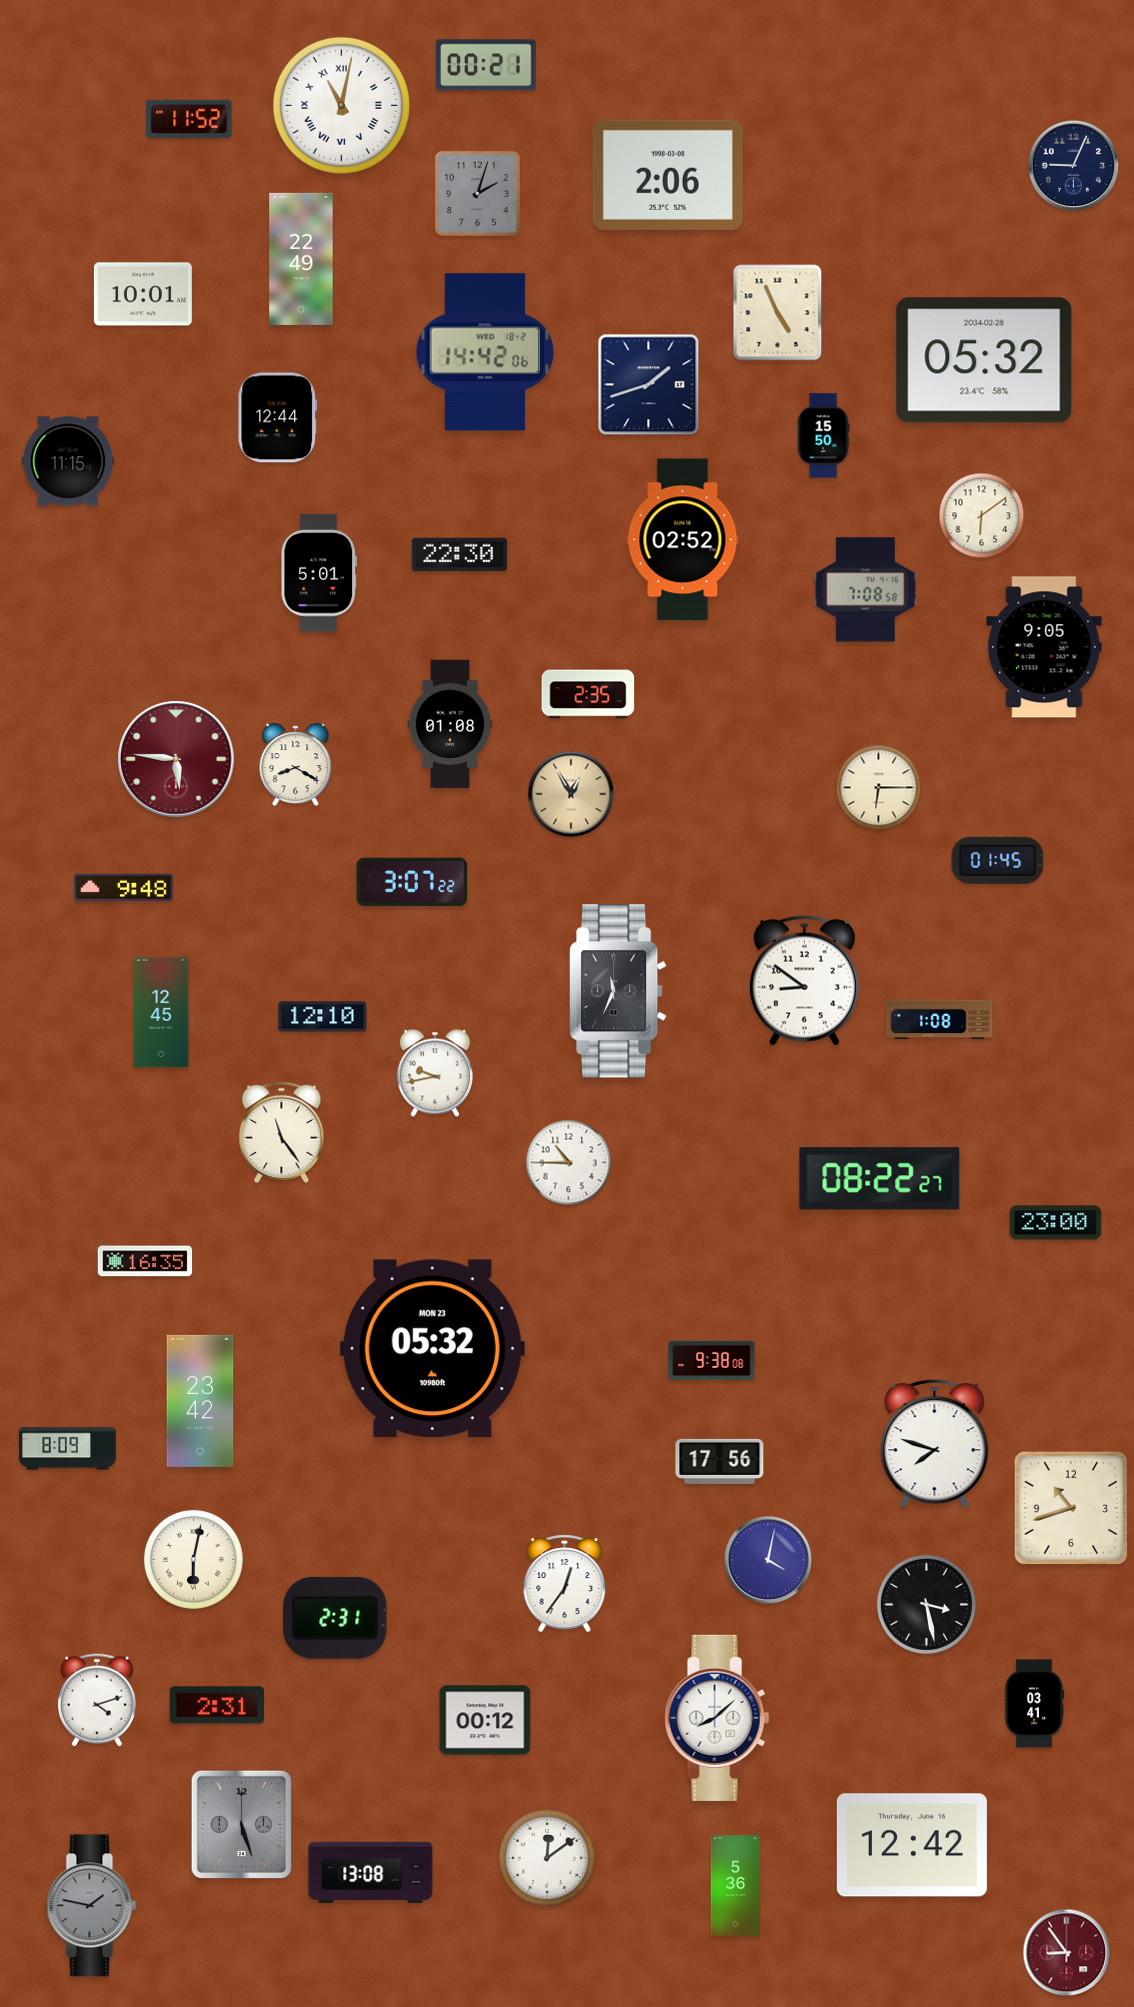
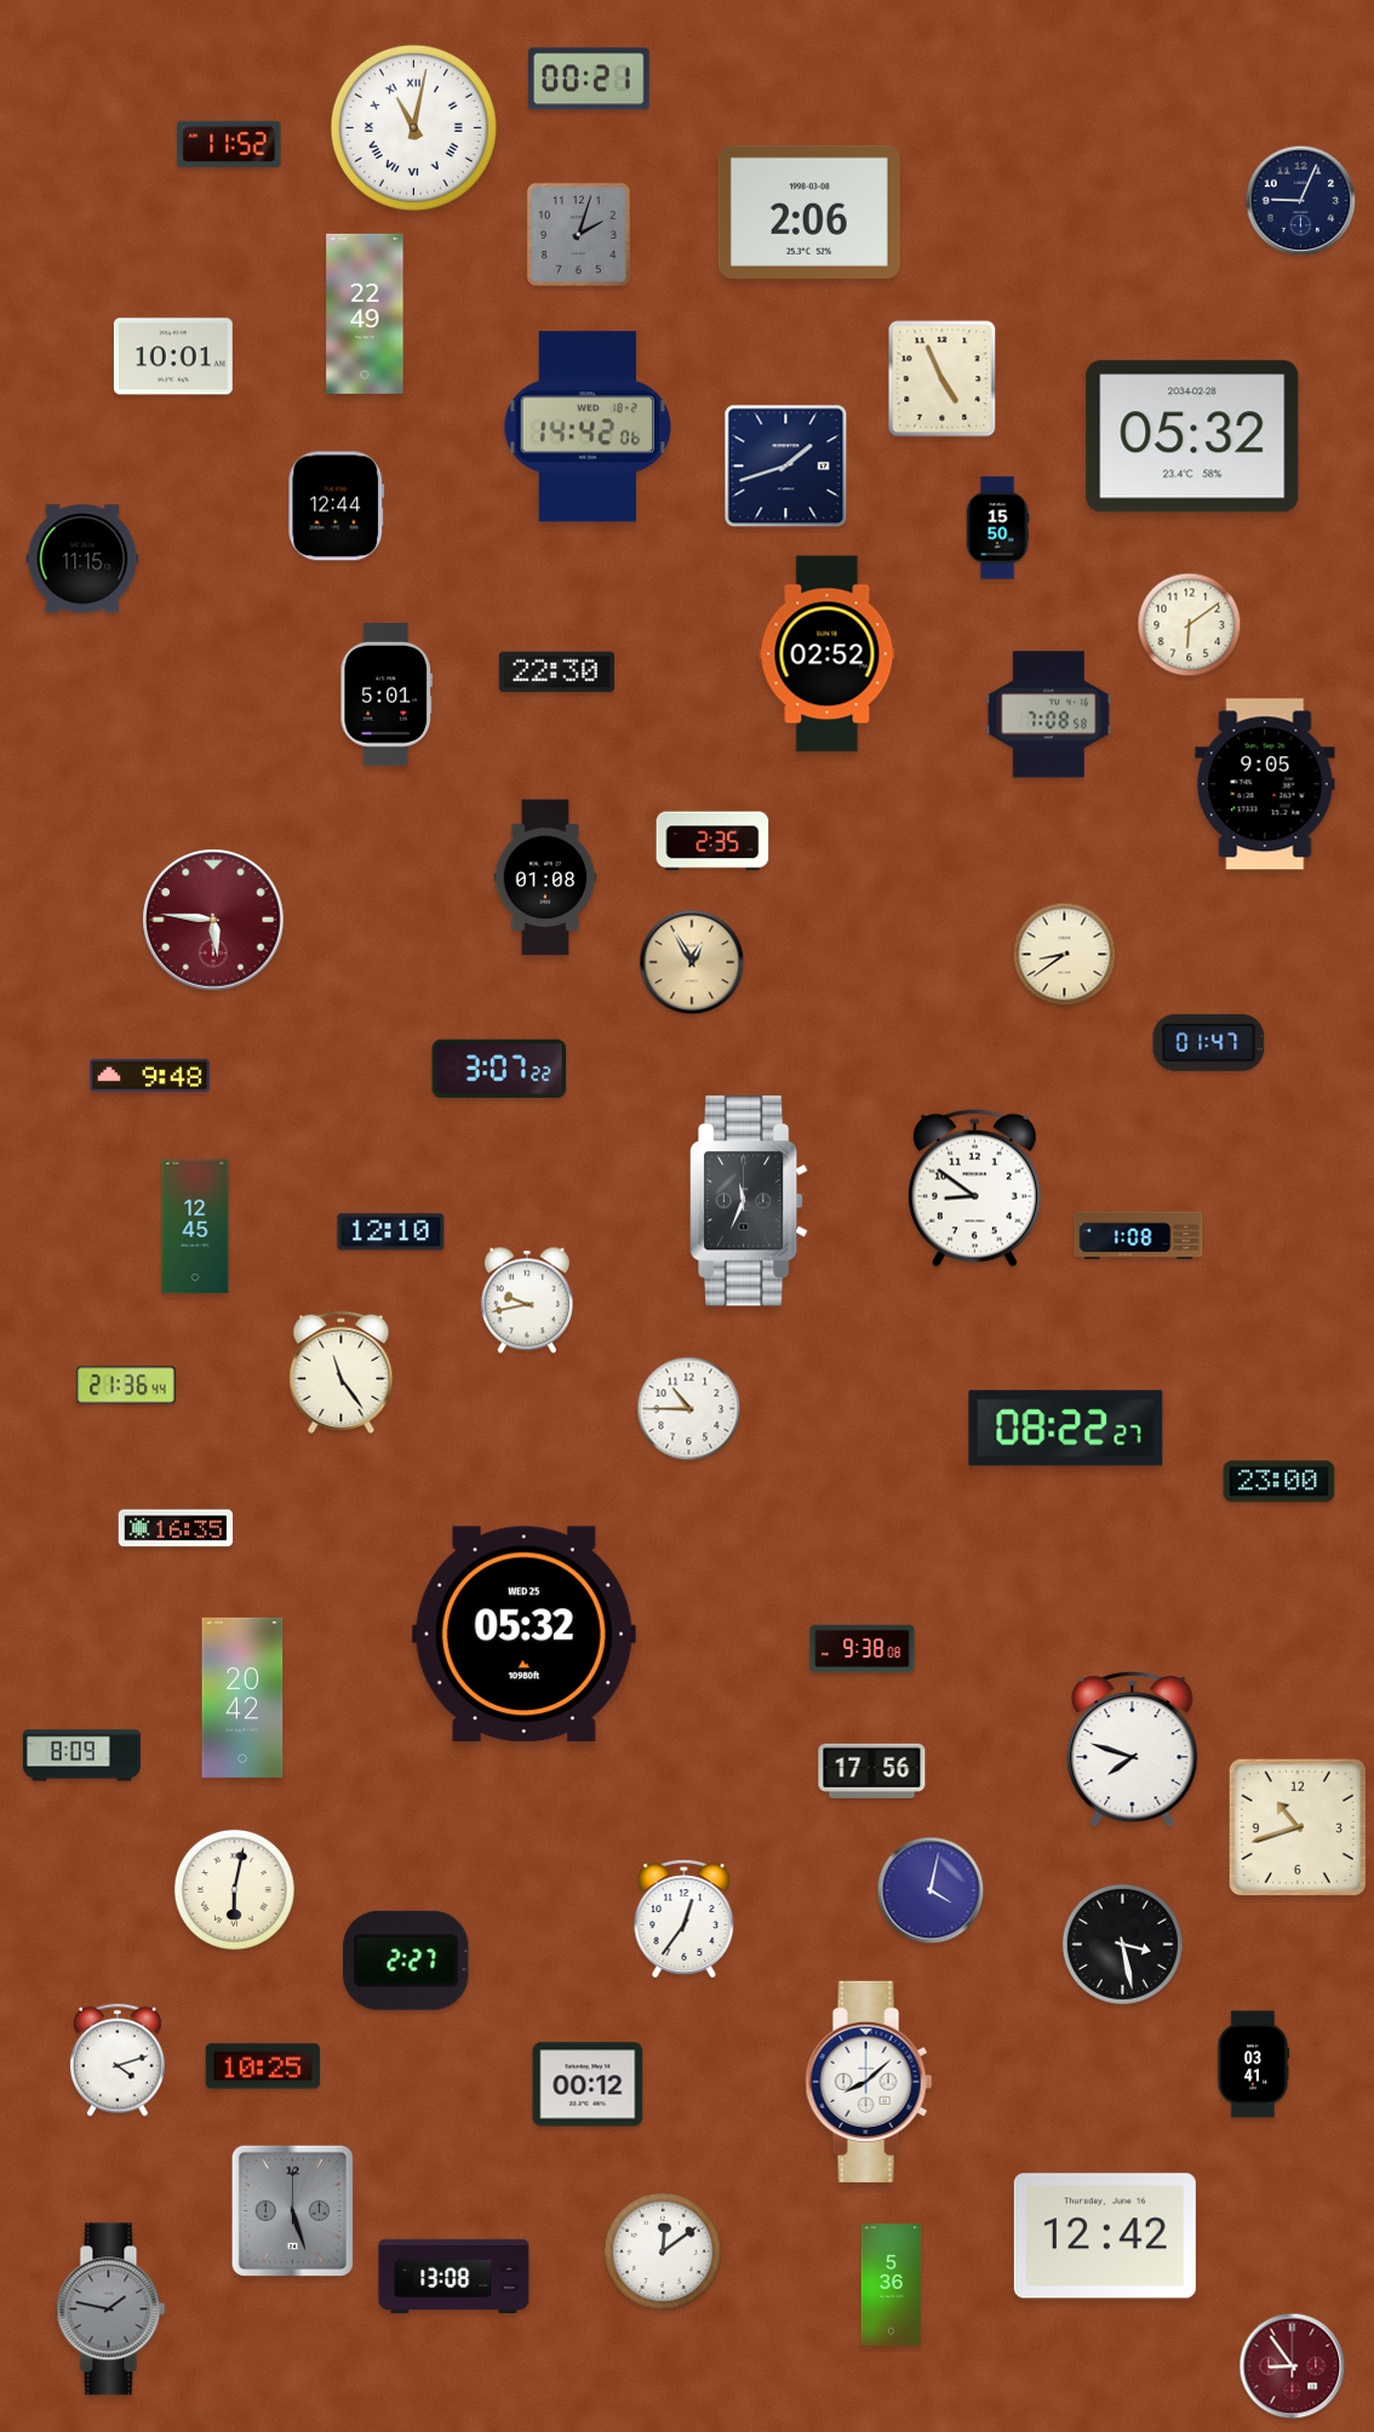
clock at (296, 765): 8:20 -> none
clock at (879, 788): 6:15 -> 8:39
clock at (998, 860): 01:45 -> 01:47
clock at (126, 1385): none -> 21:36
clock at (432, 1349) date: MON 23 -> WED 25
clock at (200, 1401): 23:42 -> 20:42
clock at (335, 1618): 2:31 -> 2:27
clock at (217, 1705): 2:31 -> 10:25
clock at (371, 1872) position: (371, 1872) -> (454, 2276)
